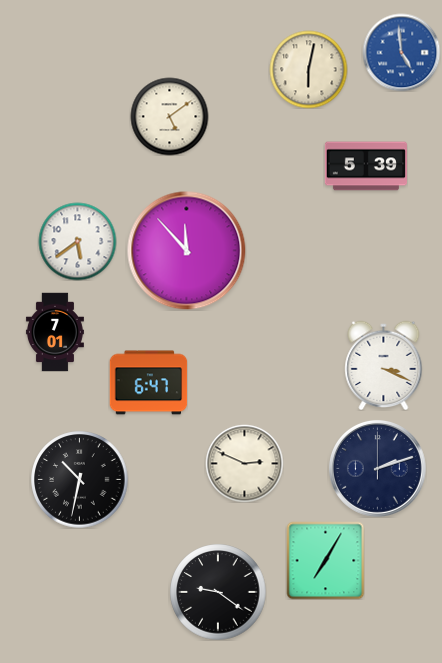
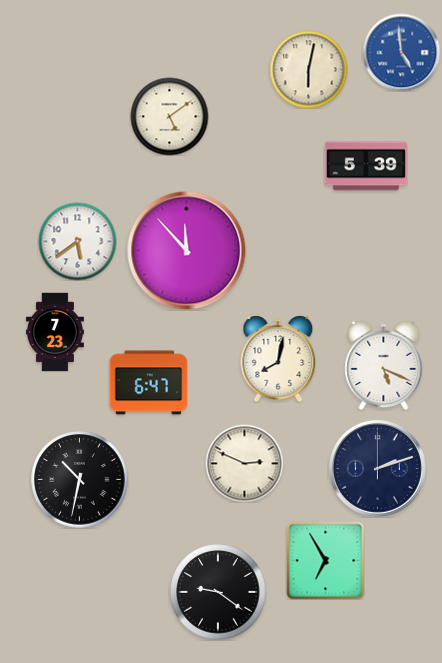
clock at (55, 332): 7:01 -> 7:23
clock at (278, 359): none -> 8:02
clock at (384, 365): 3:19 -> 5:19
clock at (325, 560): 7:05 -> 6:55
